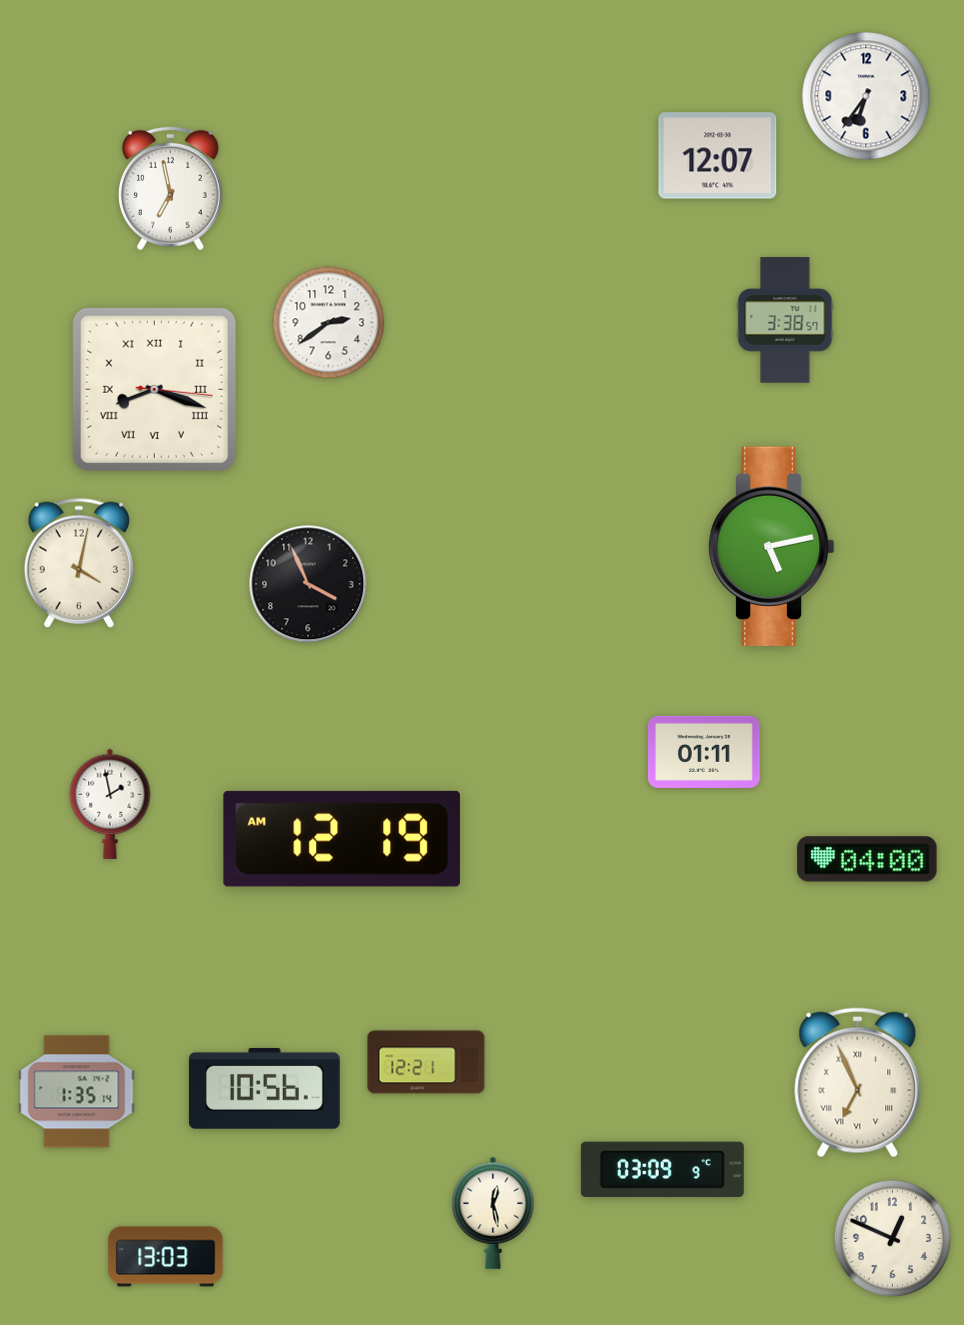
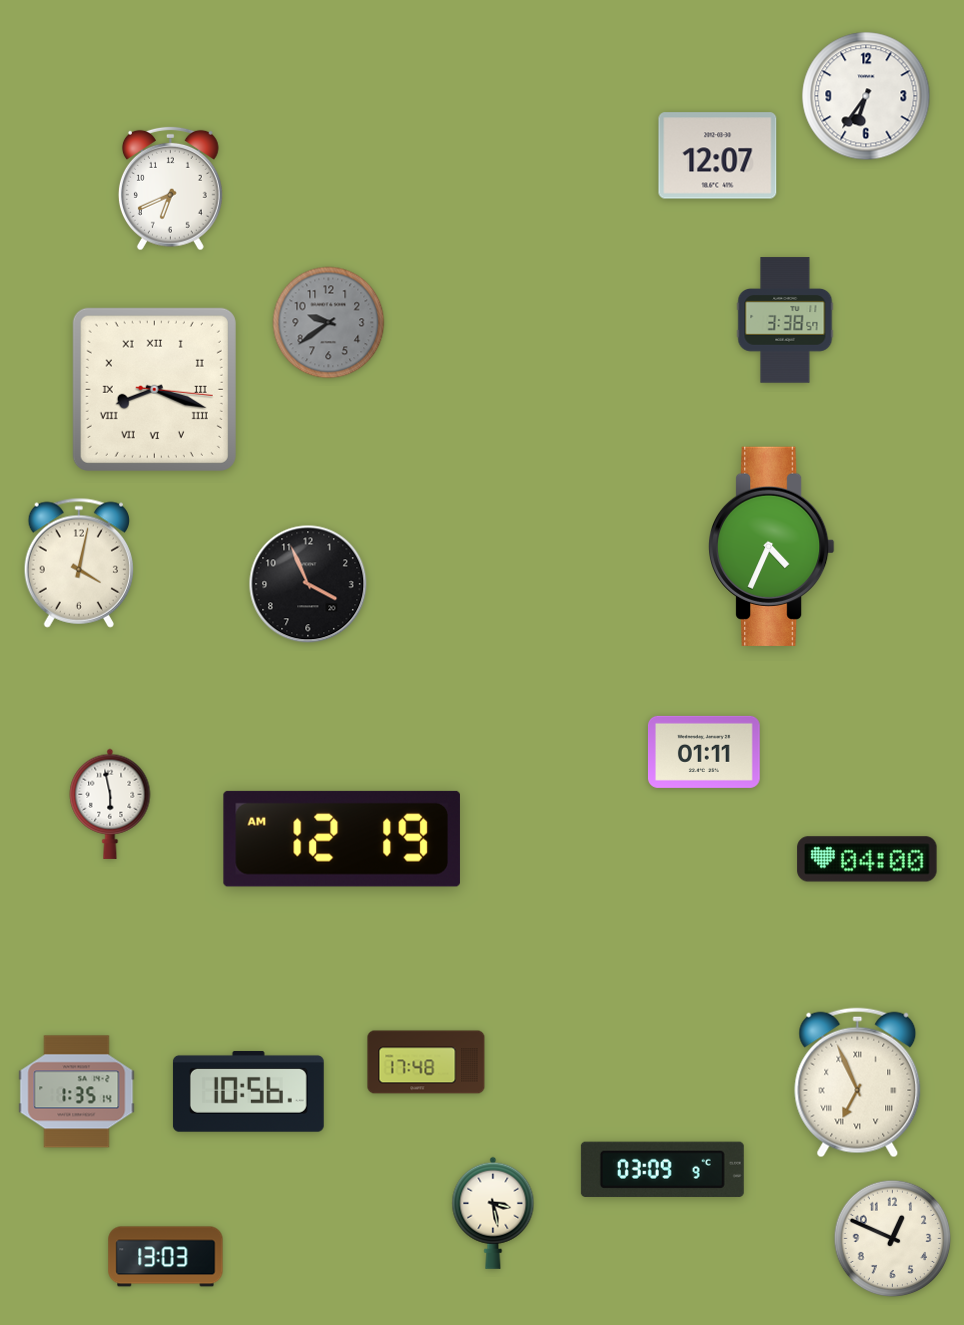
clock at (170, 188): 6:58 -> 6:41
clock at (329, 323): 2:39 -> 9:39
clock at (329, 323) dial: white -> grey
clock at (772, 546): 5:13 -> 4:34
clock at (110, 804): 1:58 -> 5:58
clock at (426, 1062): 12:21 -> 17:48
clock at (264, 1088) position: (264, 1088) -> (248, 1091)
clock at (493, 1213): 12:28 -> 3:28
